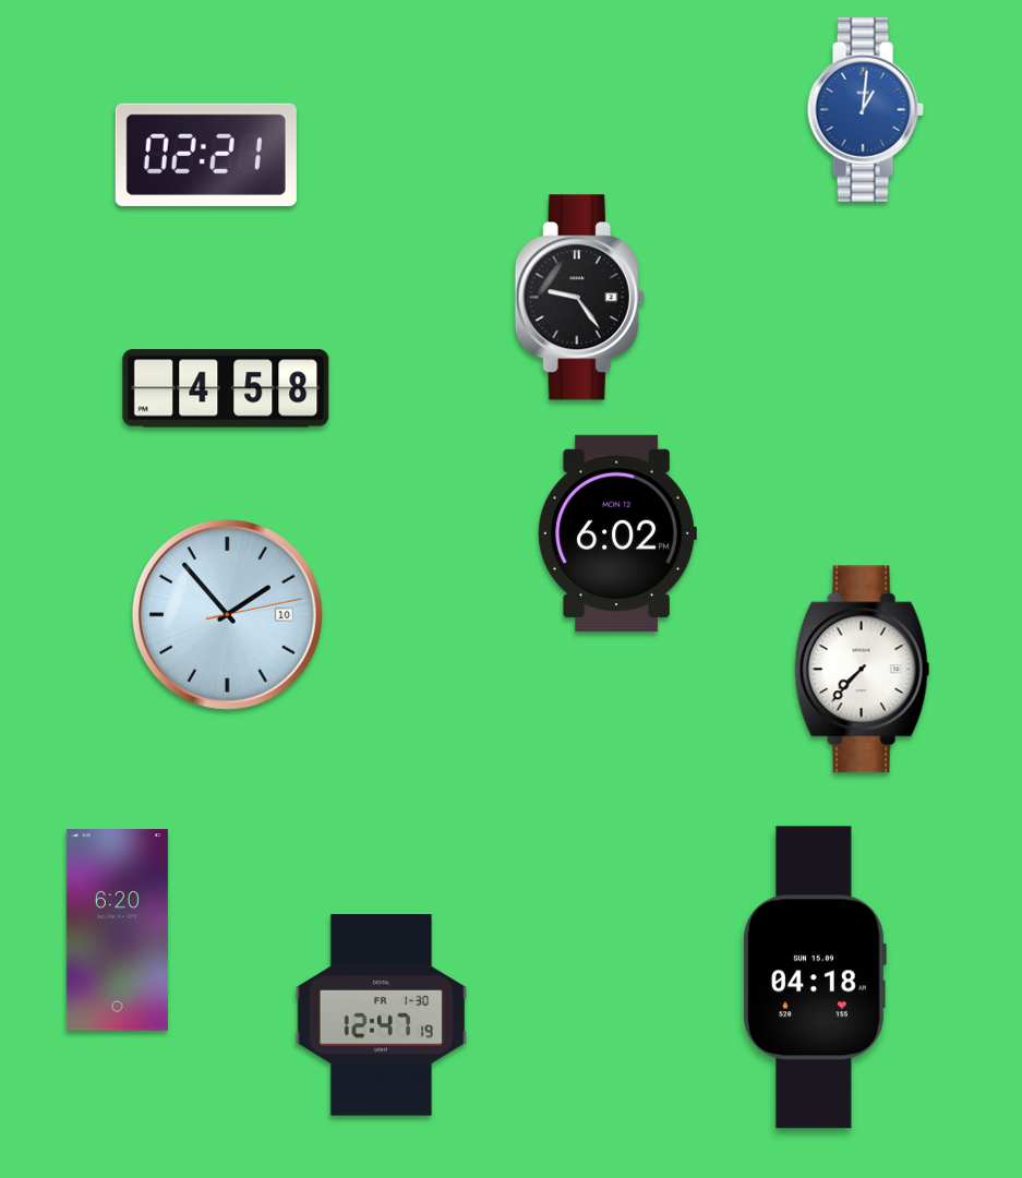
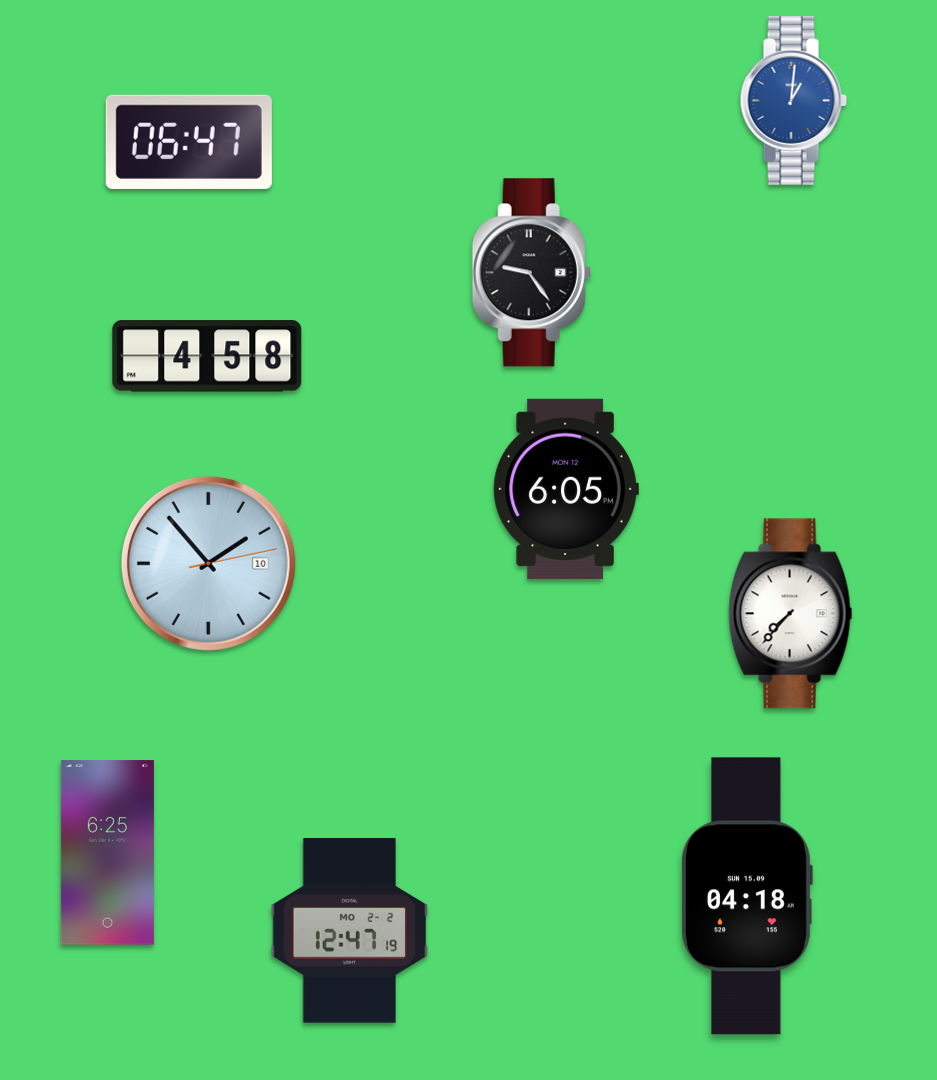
clock at (206, 155): 02:21 -> 06:47
clock at (617, 533): 6:02 -> 6:05
clock at (117, 930): 6:20 -> 6:25
clock at (382, 1015) date: FR 1-30 -> MO 2-2
